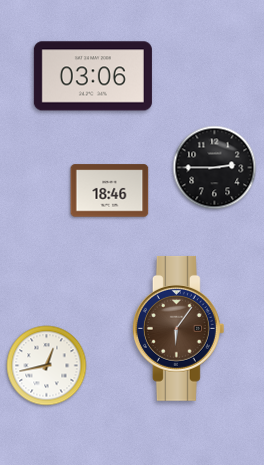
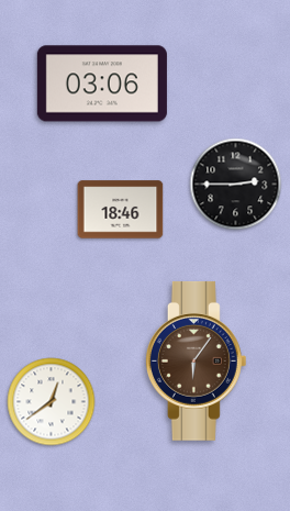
clock at (47, 366): 12:43 -> 12:39
